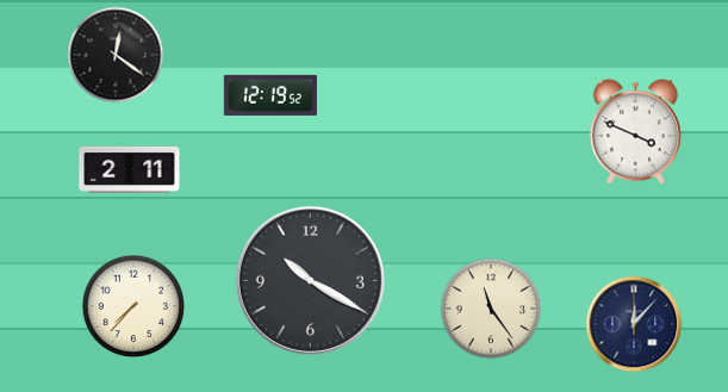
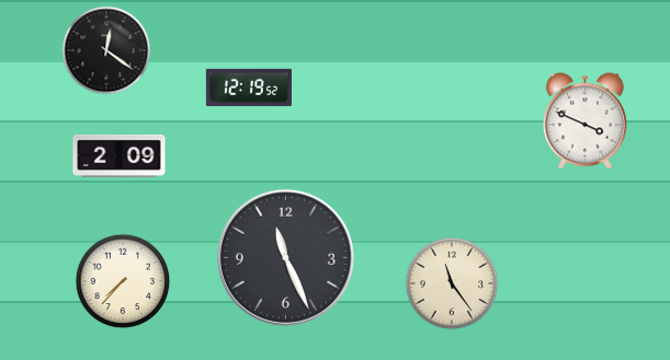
clock at (130, 169): 2:11 -> 2:09
clock at (310, 280): 10:20 -> 11:26
clock at (634, 324): 12:07 -> none
